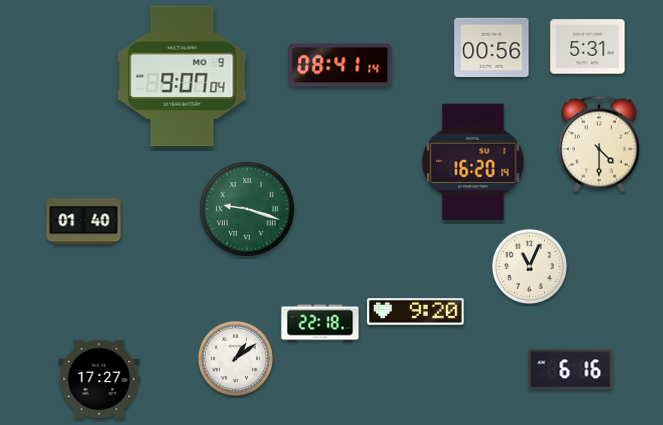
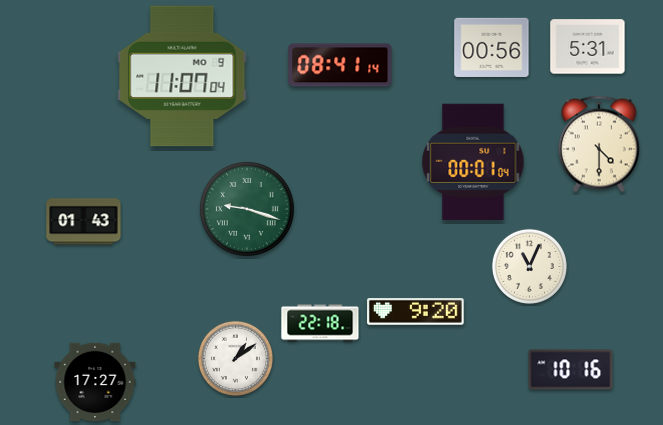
clock at (182, 76): 9:07 -> 11:07
clock at (473, 162): 16:20 -> 00:01
clock at (84, 222): 01:40 -> 01:43
clock at (571, 370): 6:16 -> 10:16
clock at (99, 379) position: (99, 379) -> (95, 382)
